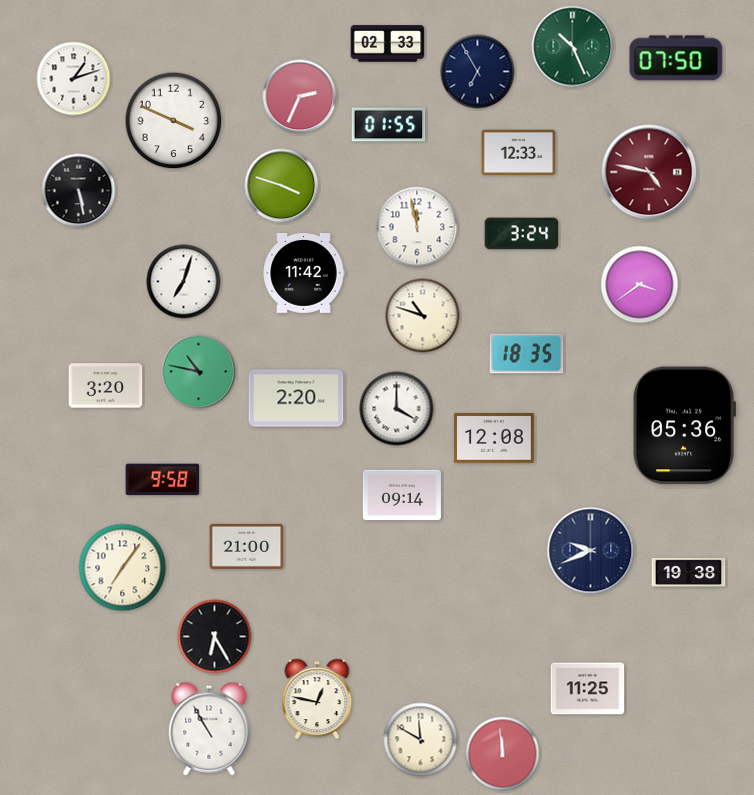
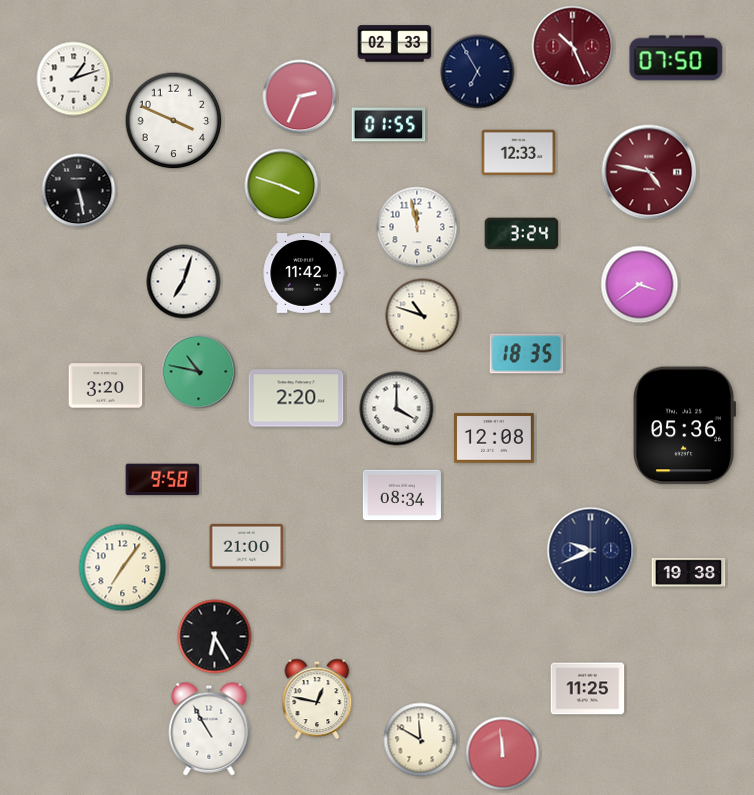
clock at (388, 44) position: (388, 44) -> (395, 44)
clock at (573, 47) dial: green -> burgundy
clock at (402, 495): 09:14 -> 08:34
